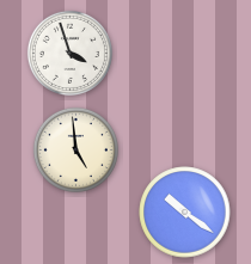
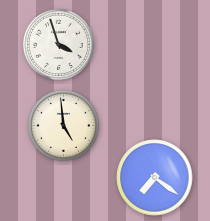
clock at (185, 213): 10:21 -> 7:21
